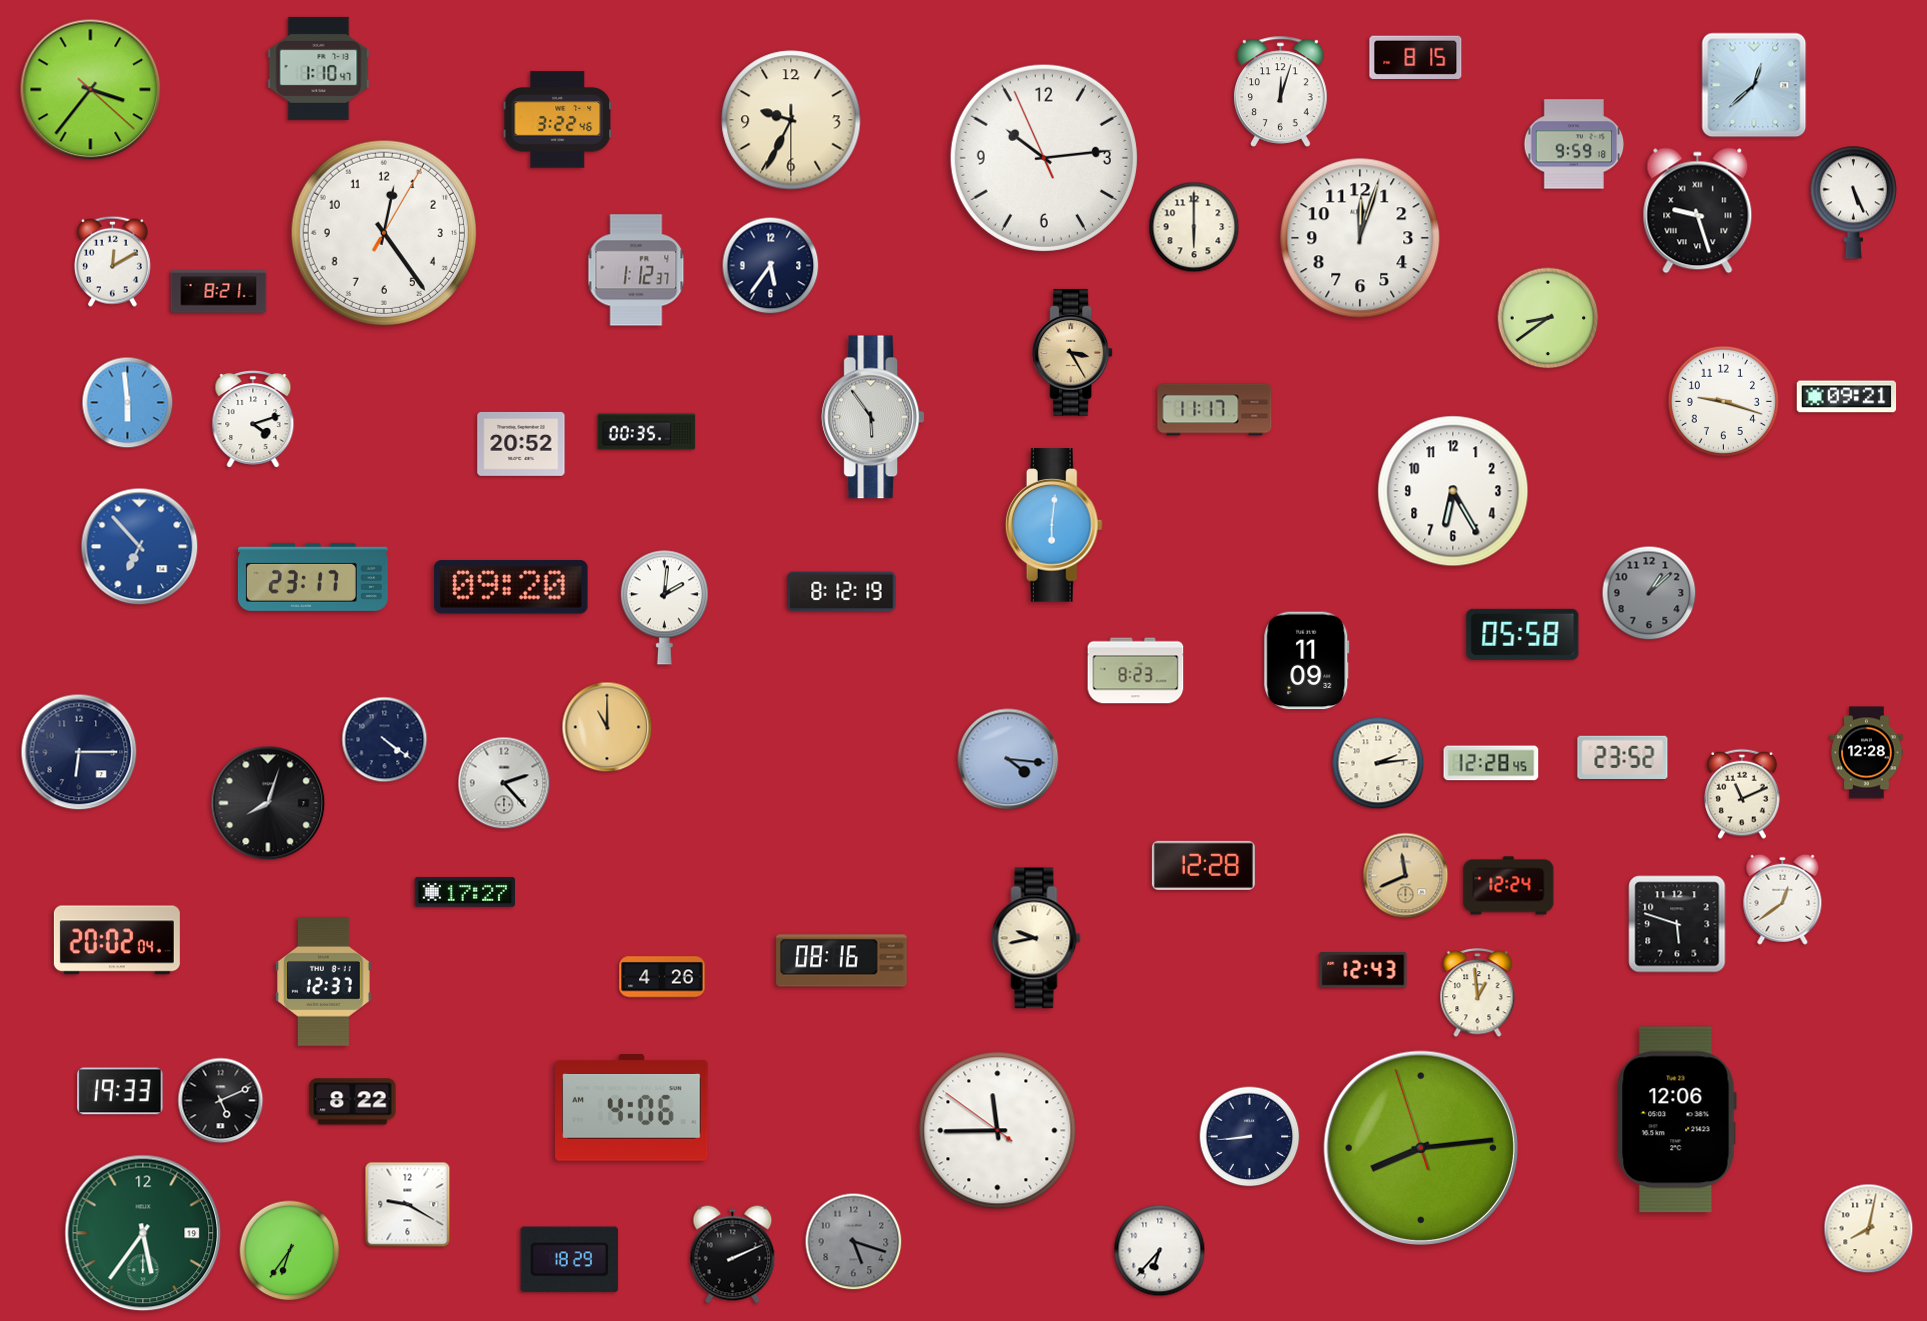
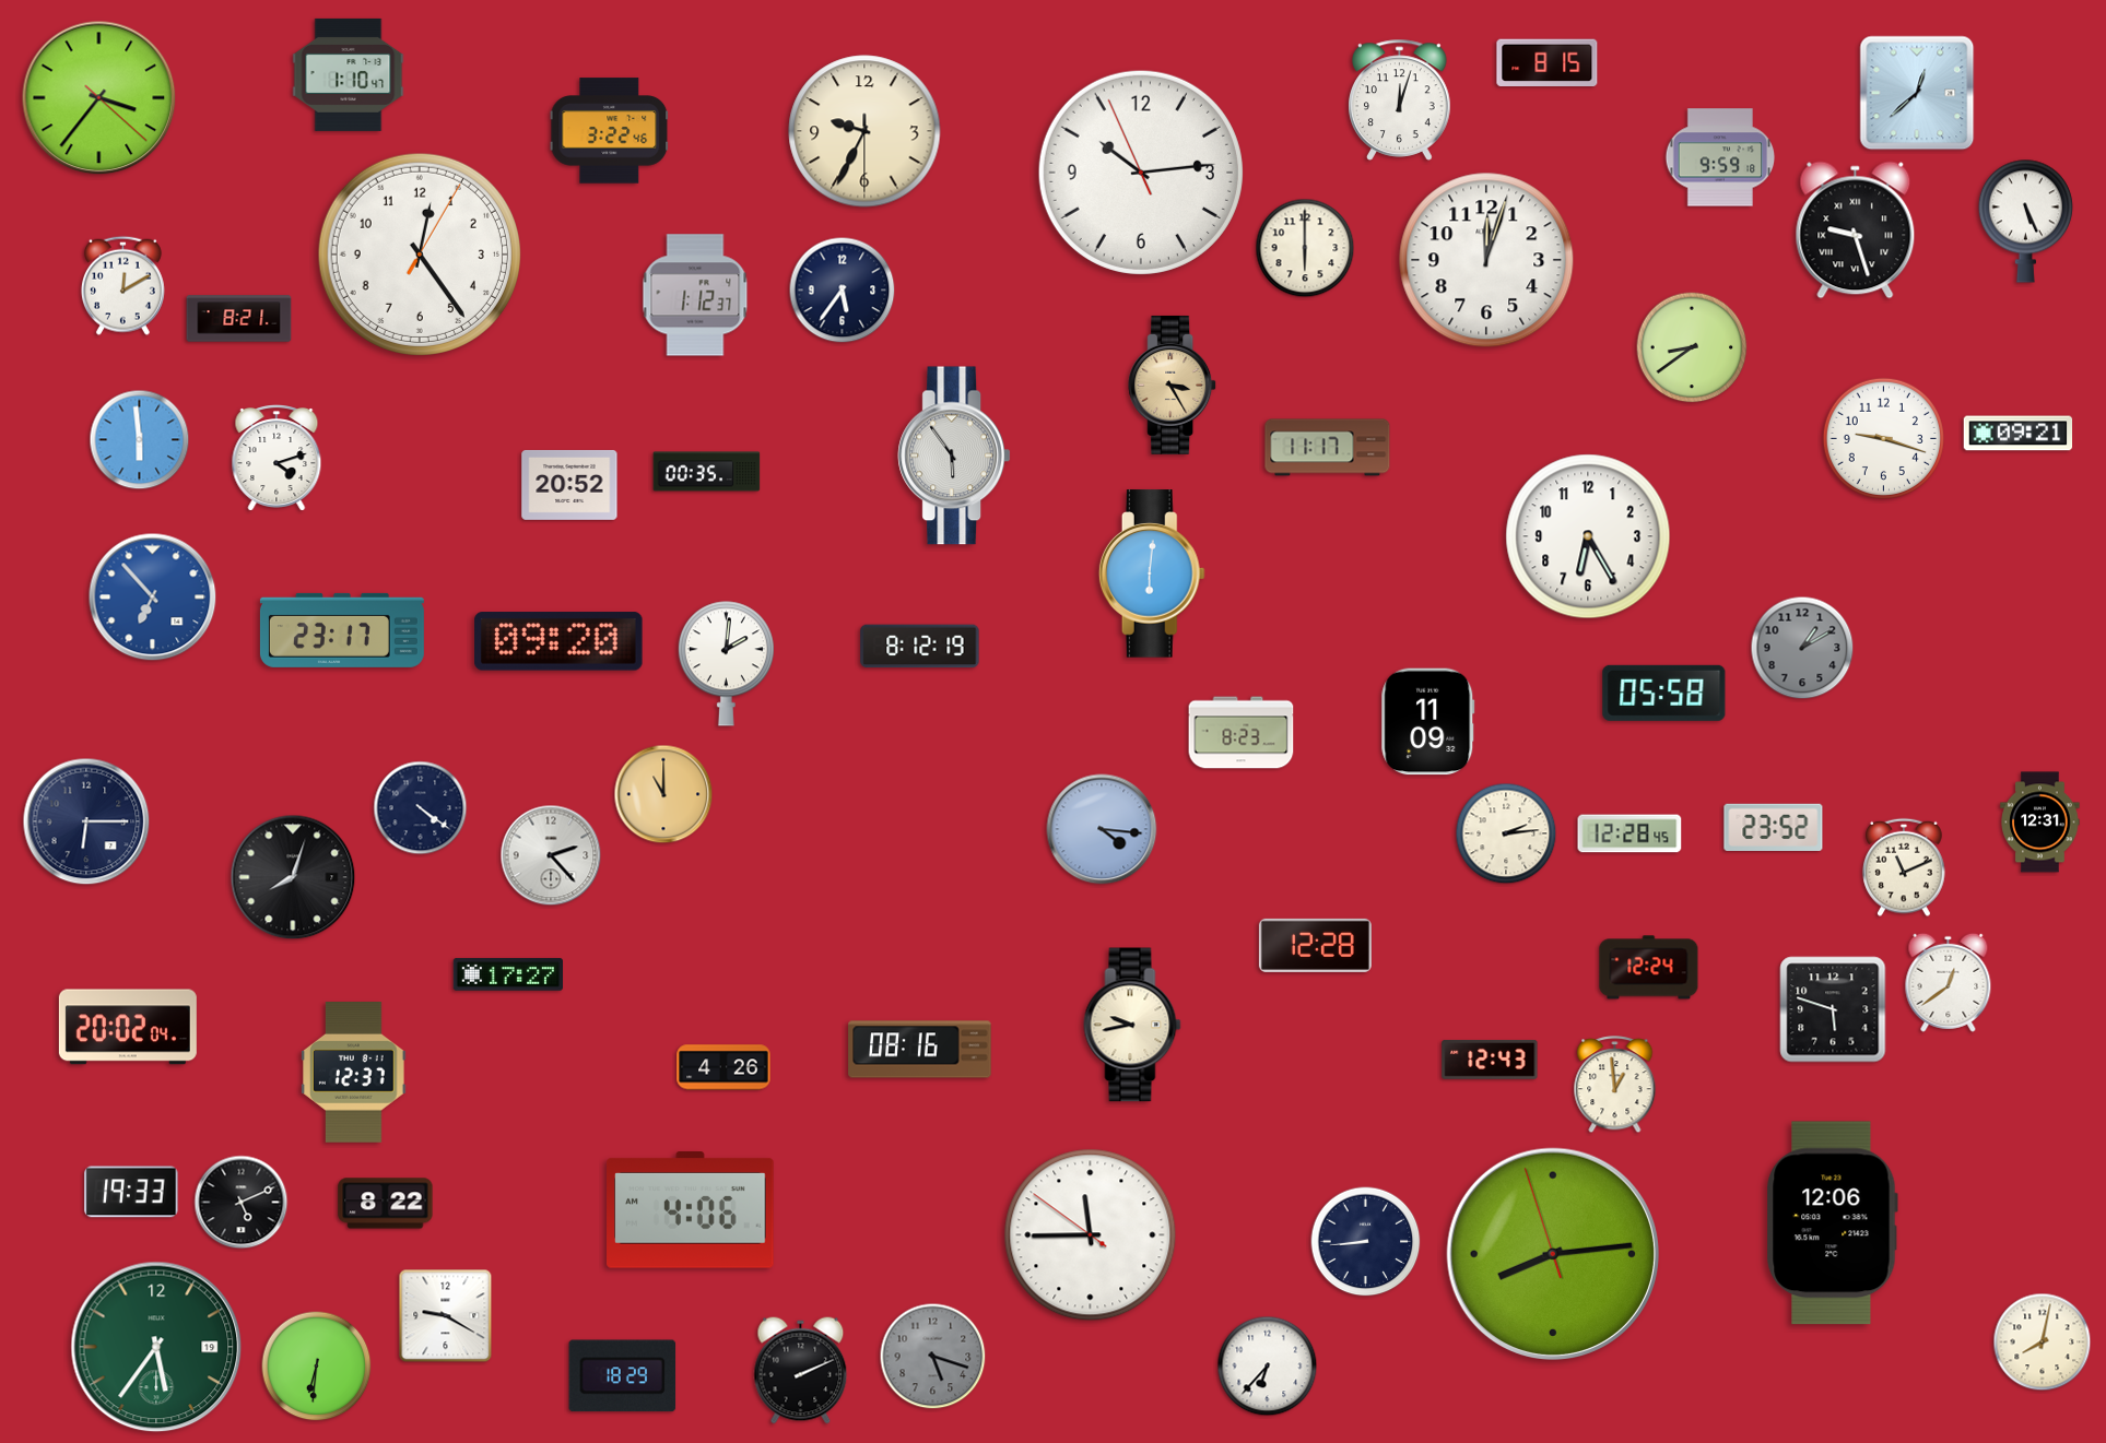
clock at (1649, 593): 1:08 -> 1:10
clock at (1867, 753): 12:28 -> 12:31
clock at (1406, 876): 11:41 -> none
clock at (290, 1251): 6:36 -> 6:31
